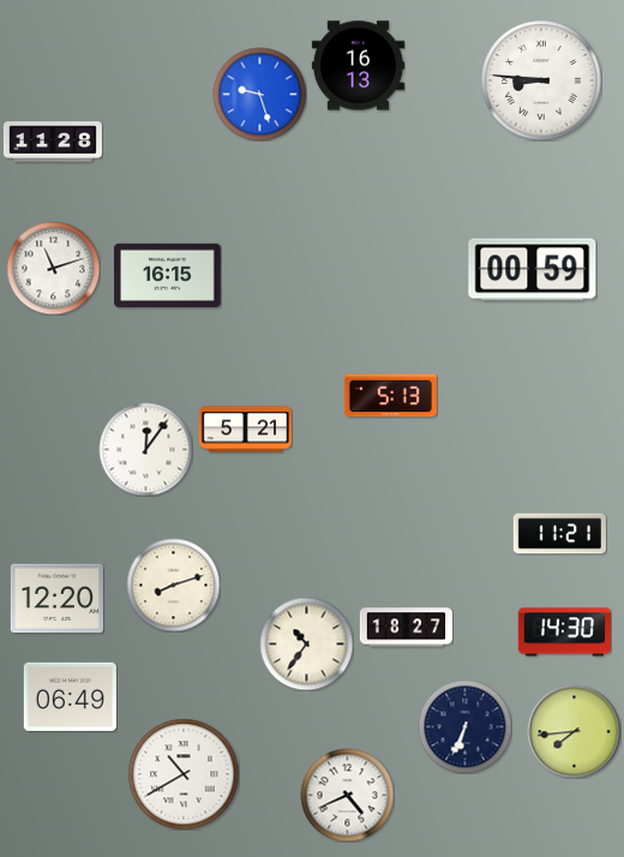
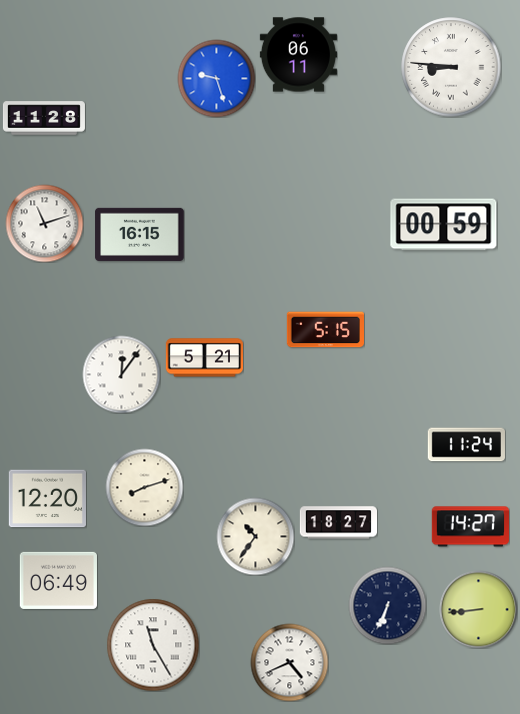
clock at (358, 66): 16:13 -> 06:11
clock at (168, 275) position: (168, 275) -> (140, 234)
clock at (390, 396): 5:13 -> 5:15
clock at (559, 534): 11:21 -> 11:24
clock at (564, 633): 14:30 -> 14:27
clock at (574, 731): 7:44 -> 8:44
clock at (184, 774): 10:40 -> 11:25
